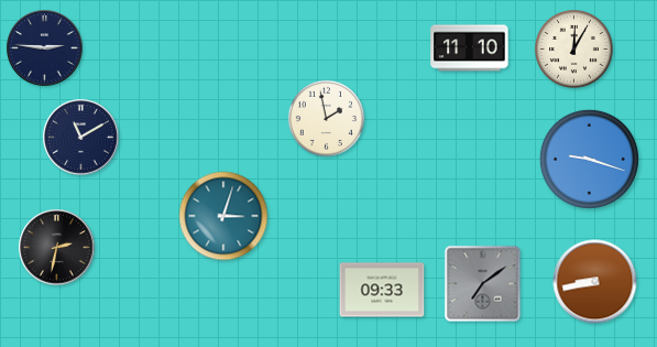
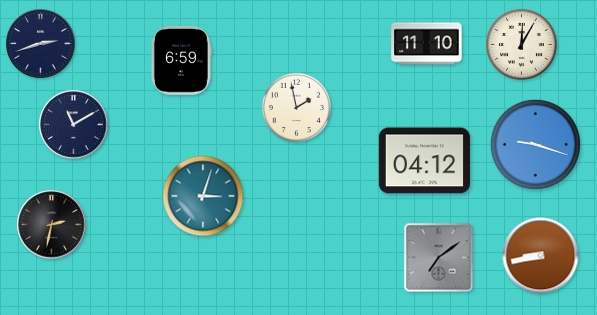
clock at (45, 48): 2:46 -> 2:42
clock at (182, 61): none -> 6:59
clock at (424, 161): none -> 04:12
clock at (382, 290): 09:33 -> none
